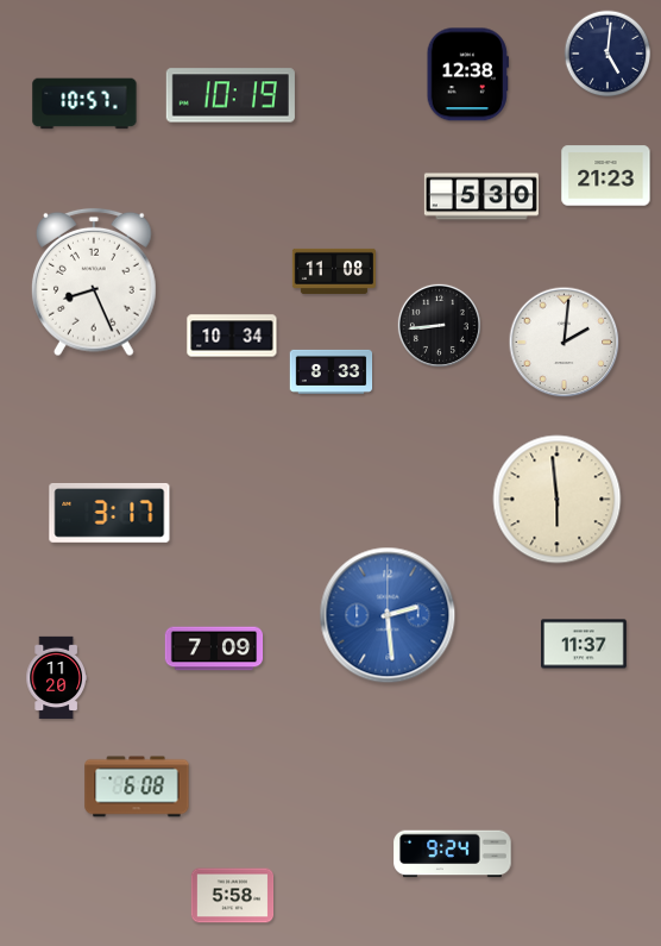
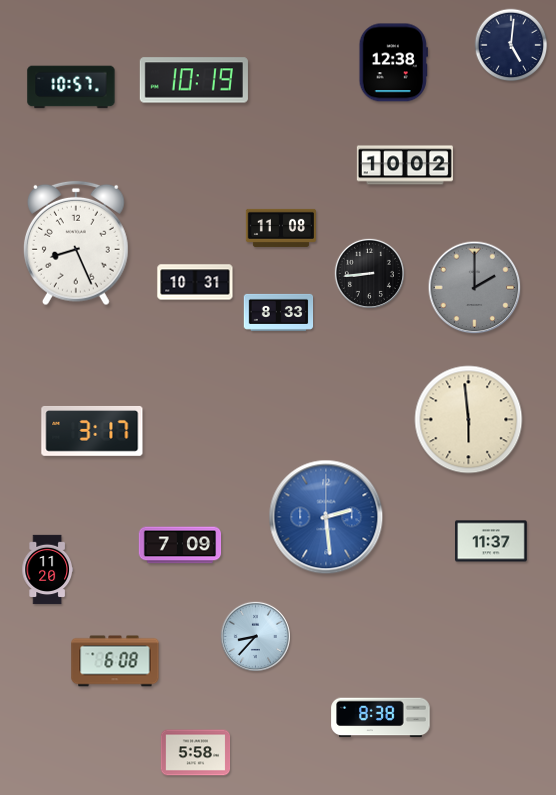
clock at (606, 176): 21:23 -> none
clock at (481, 196): 5:30 -> 10:02
clock at (95, 282) position: (95, 282) -> (77, 243)
clock at (232, 336): 10:34 -> 10:31
clock at (565, 343): 2:01 -> 2:00
clock at (565, 343) dial: white -> grey
clock at (255, 636): none -> 8:37
clock at (453, 854): 9:24 -> 8:38
